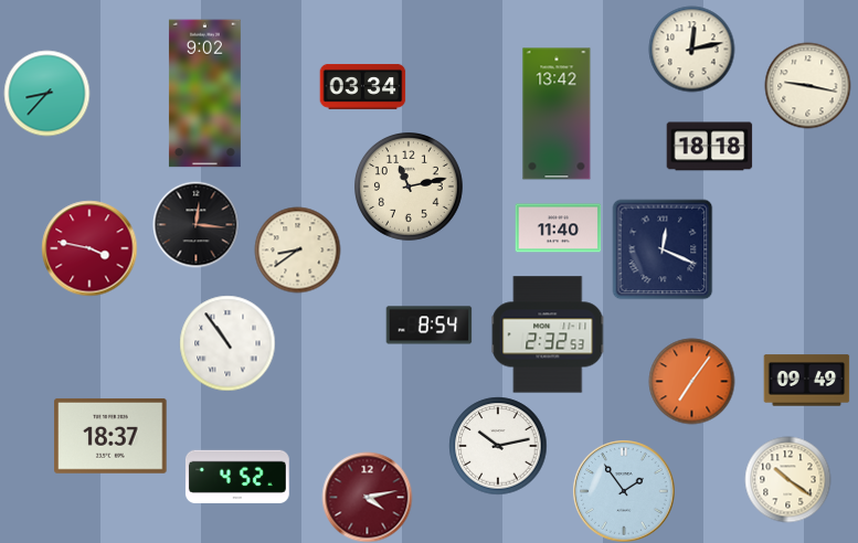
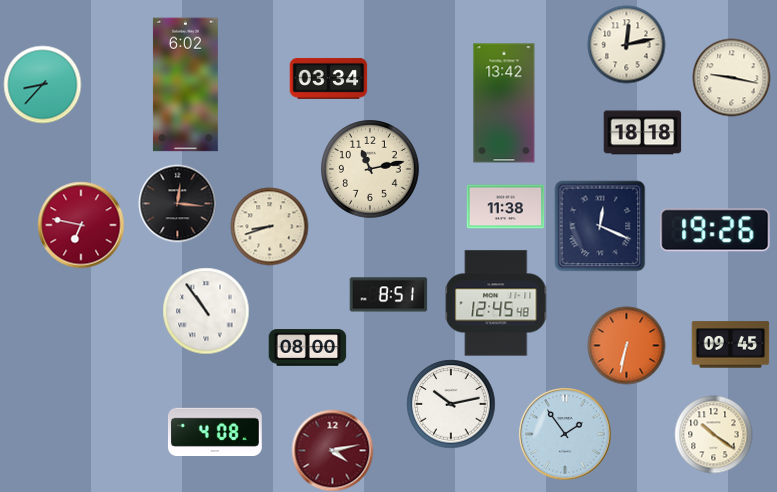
clock at (204, 94): 9:02 -> 6:02
clock at (558, 228): 11:40 -> 11:38
clock at (89, 248): 3:47 -> 6:47
clock at (297, 249): 8:39 -> 8:42
clock at (715, 230): none -> 19:26
clock at (428, 326): 8:54 -> 8:51
clock at (548, 334): 2:32 -> 12:45
clock at (691, 381): 7:06 -> 6:32
clock at (806, 381): 09:49 -> 09:45
clock at (307, 348): none -> 08:00
clock at (110, 436): 18:37 -> none
clock at (237, 476): 4:52 -> 4:08
clock at (624, 491) position: (624, 491) -> (565, 434)
